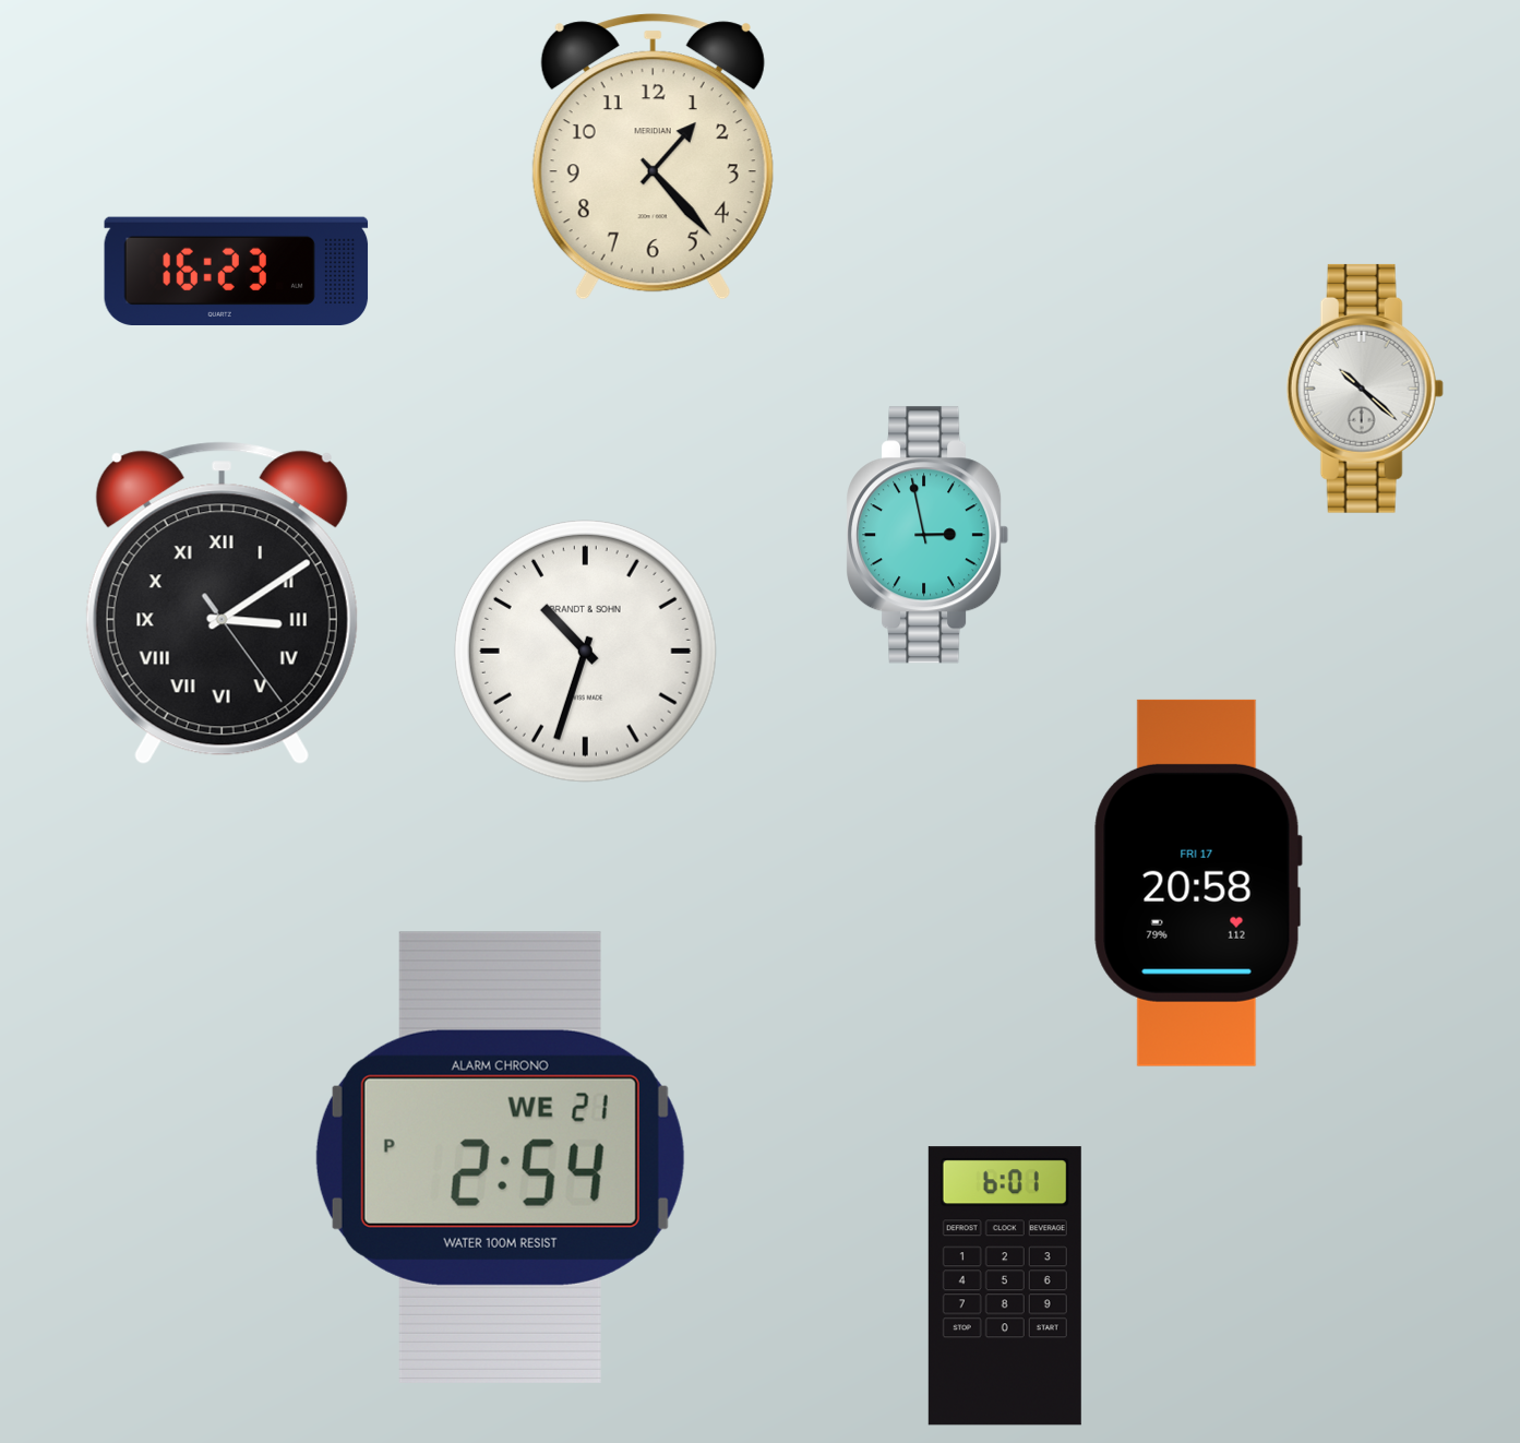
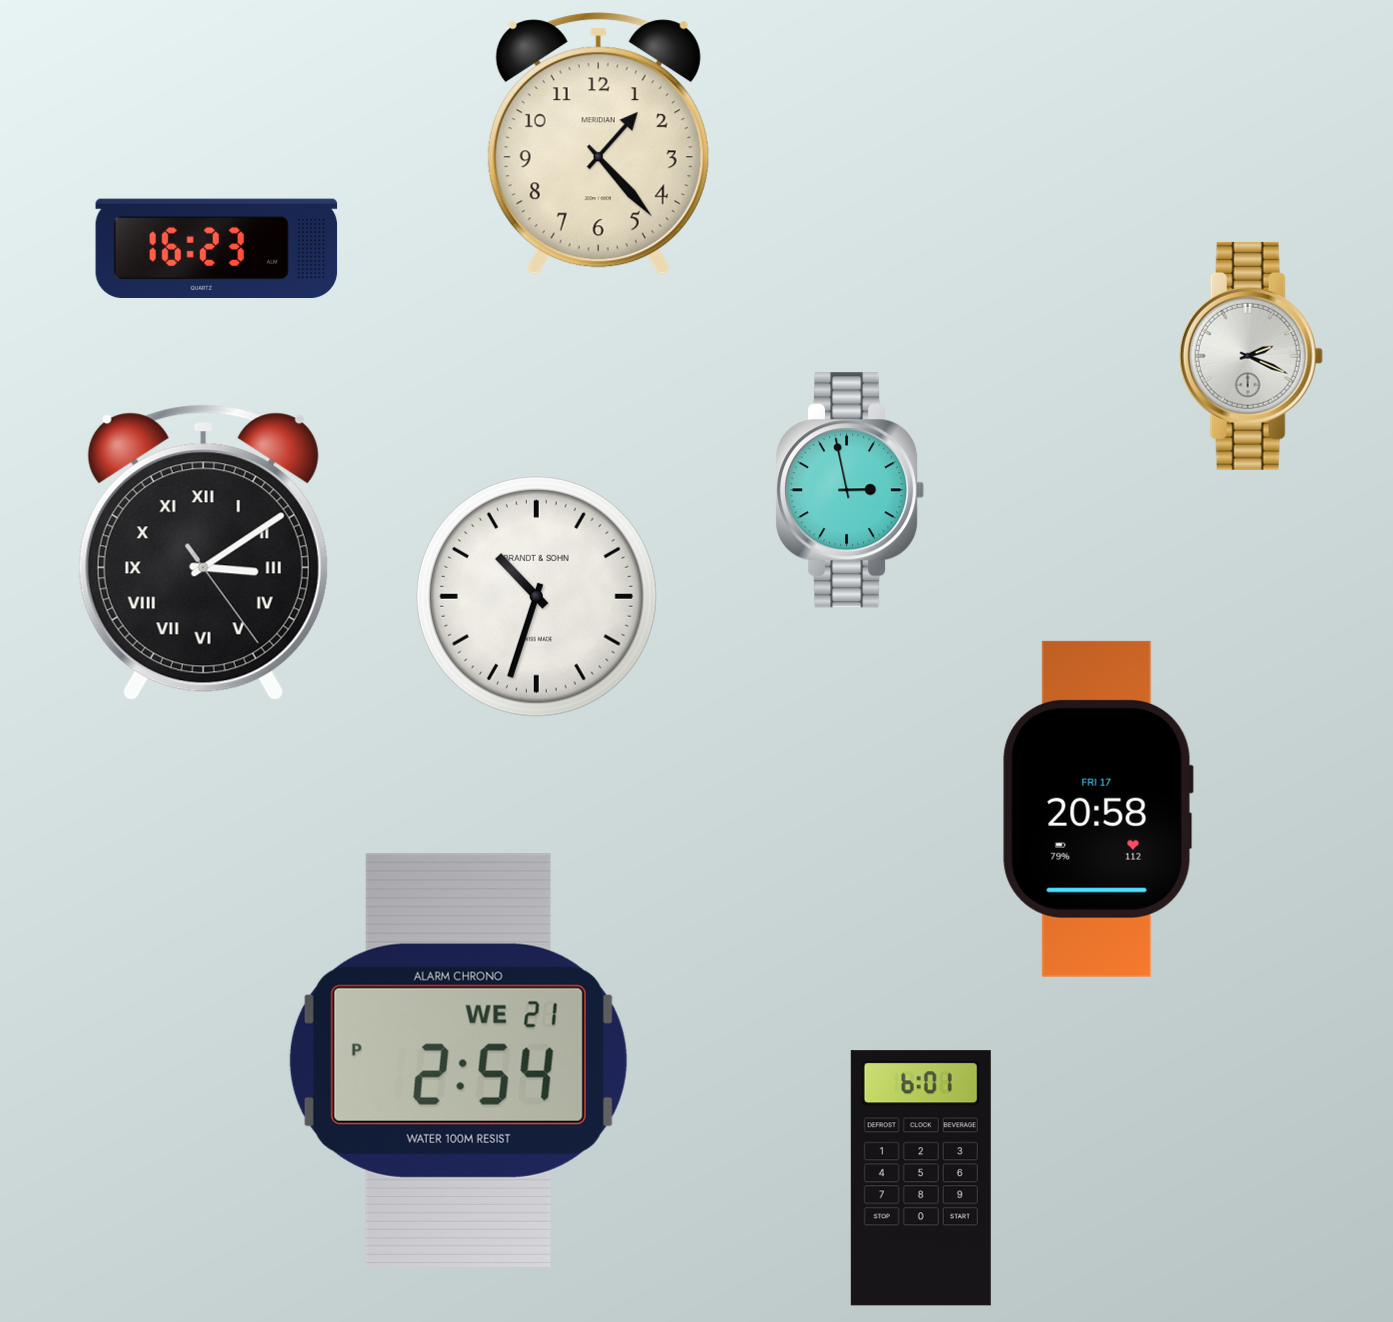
clock at (1365, 389): 10:22 -> 2:19
